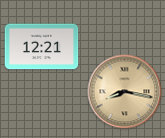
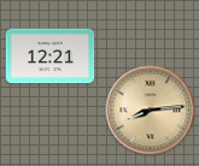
clock at (125, 92): 8:17 -> 8:14
